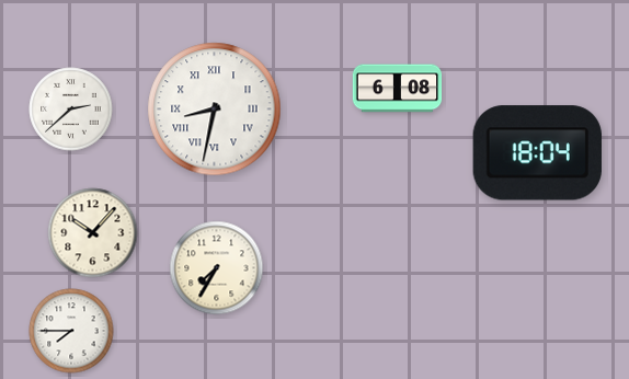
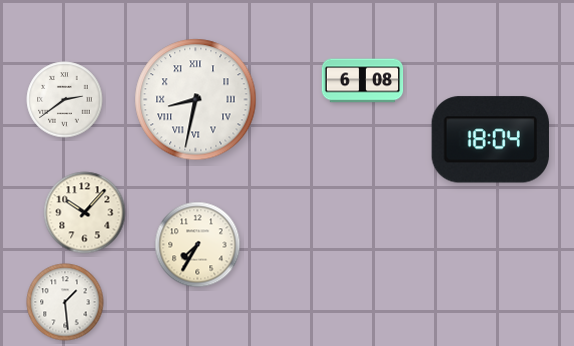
clock at (71, 110): 2:38 -> 2:39
clock at (71, 331): 7:45 -> 1:29
